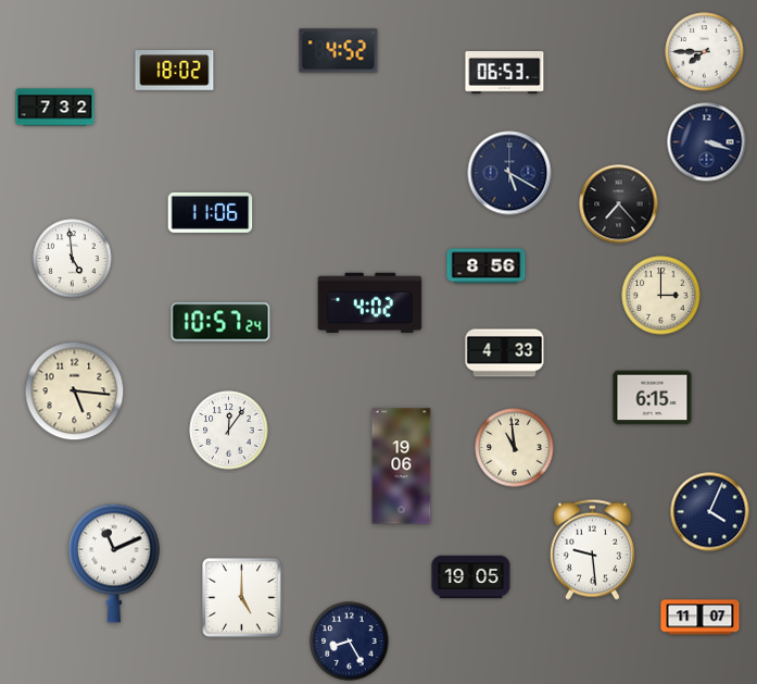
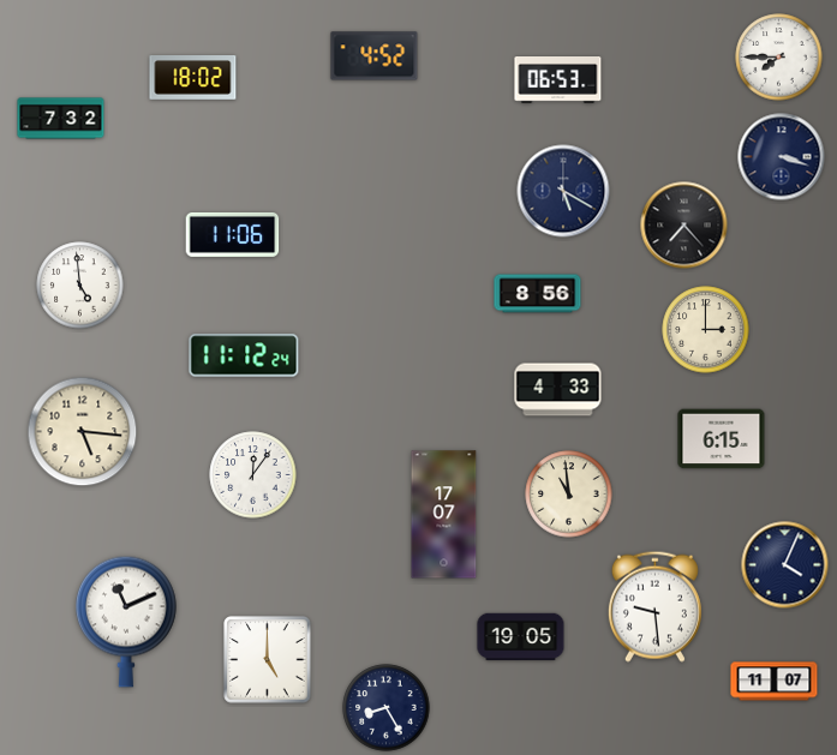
clock at (661, 296) position: (661, 296) -> (706, 330)
clock at (370, 302): 4:02 -> none
clock at (220, 322): 10:57 -> 11:12
clock at (402, 467): 19:06 -> 17:07
